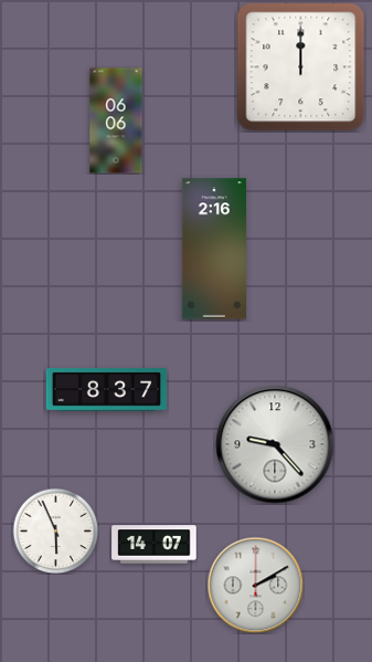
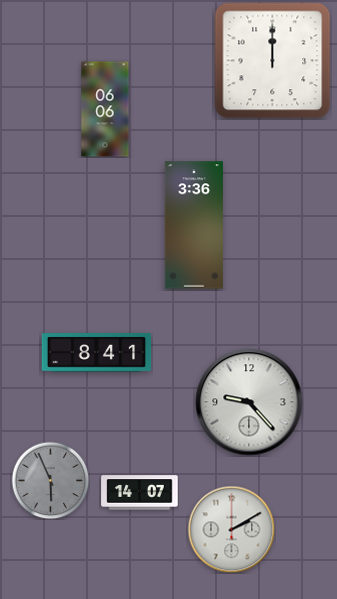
clock at (214, 249): 2:16 -> 3:36
clock at (107, 390): 8:37 -> 8:41
clock at (55, 530) dial: white -> grey
